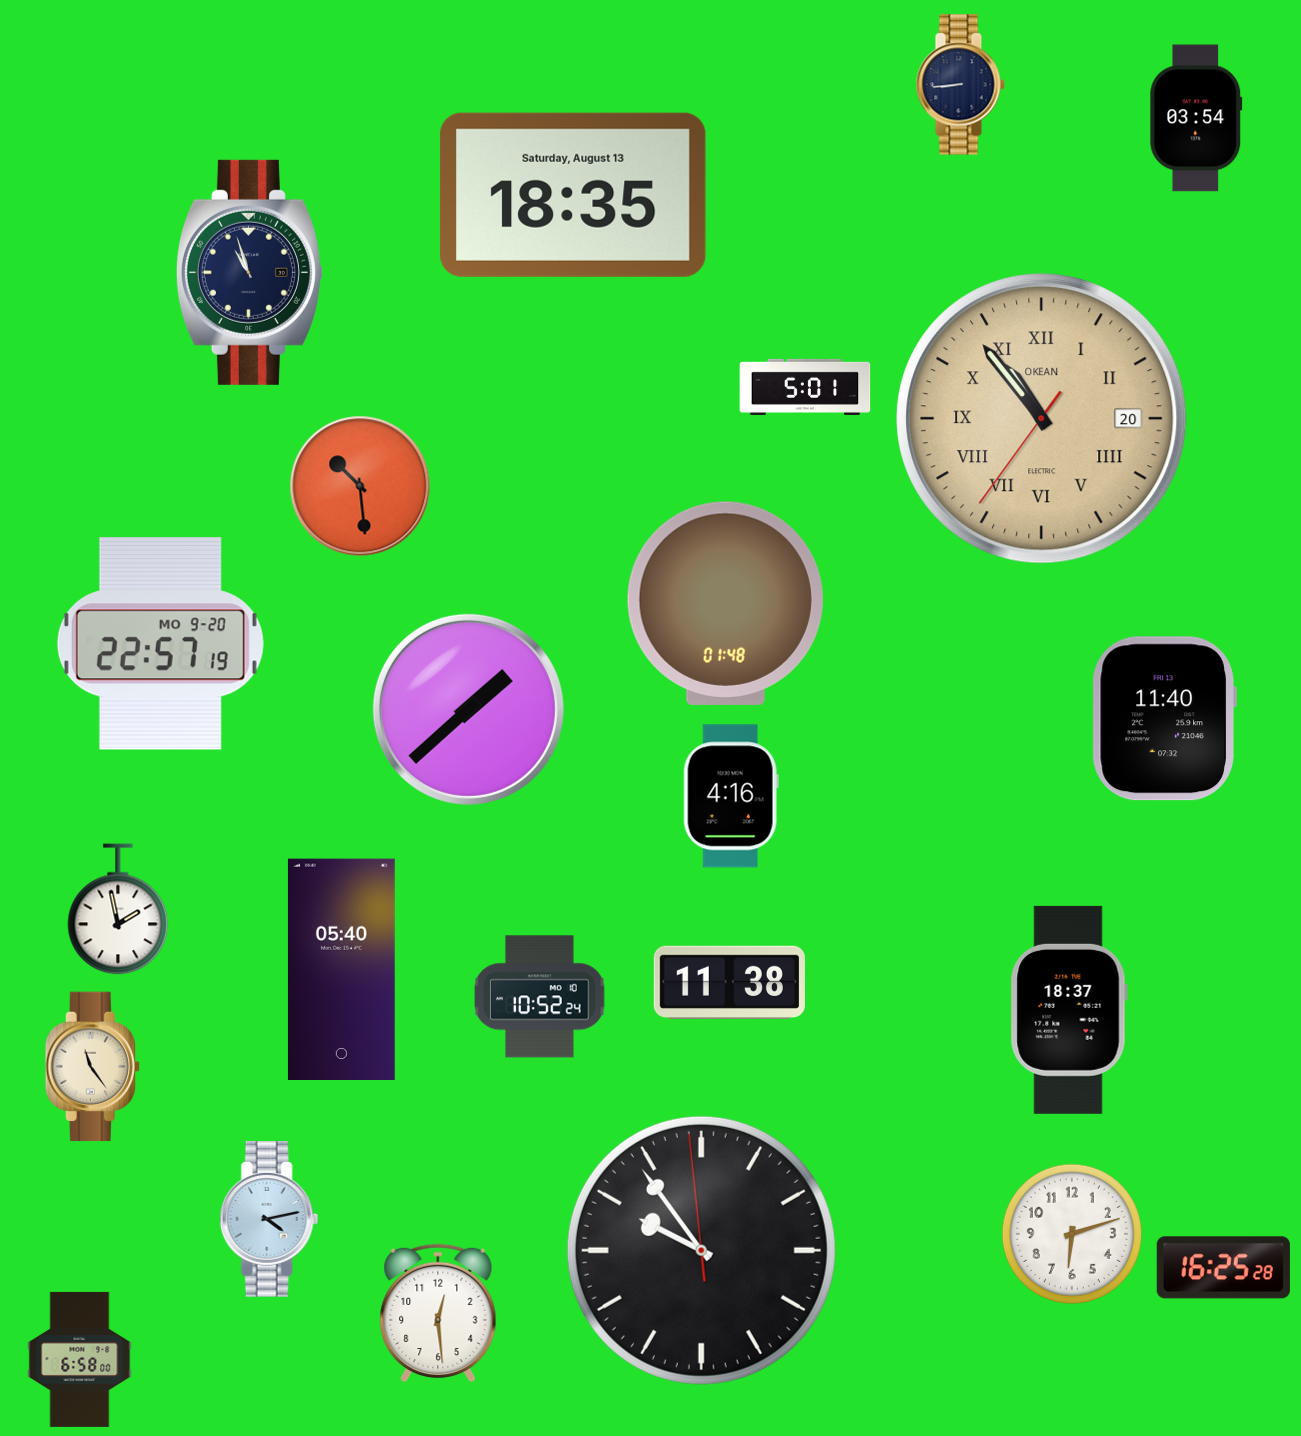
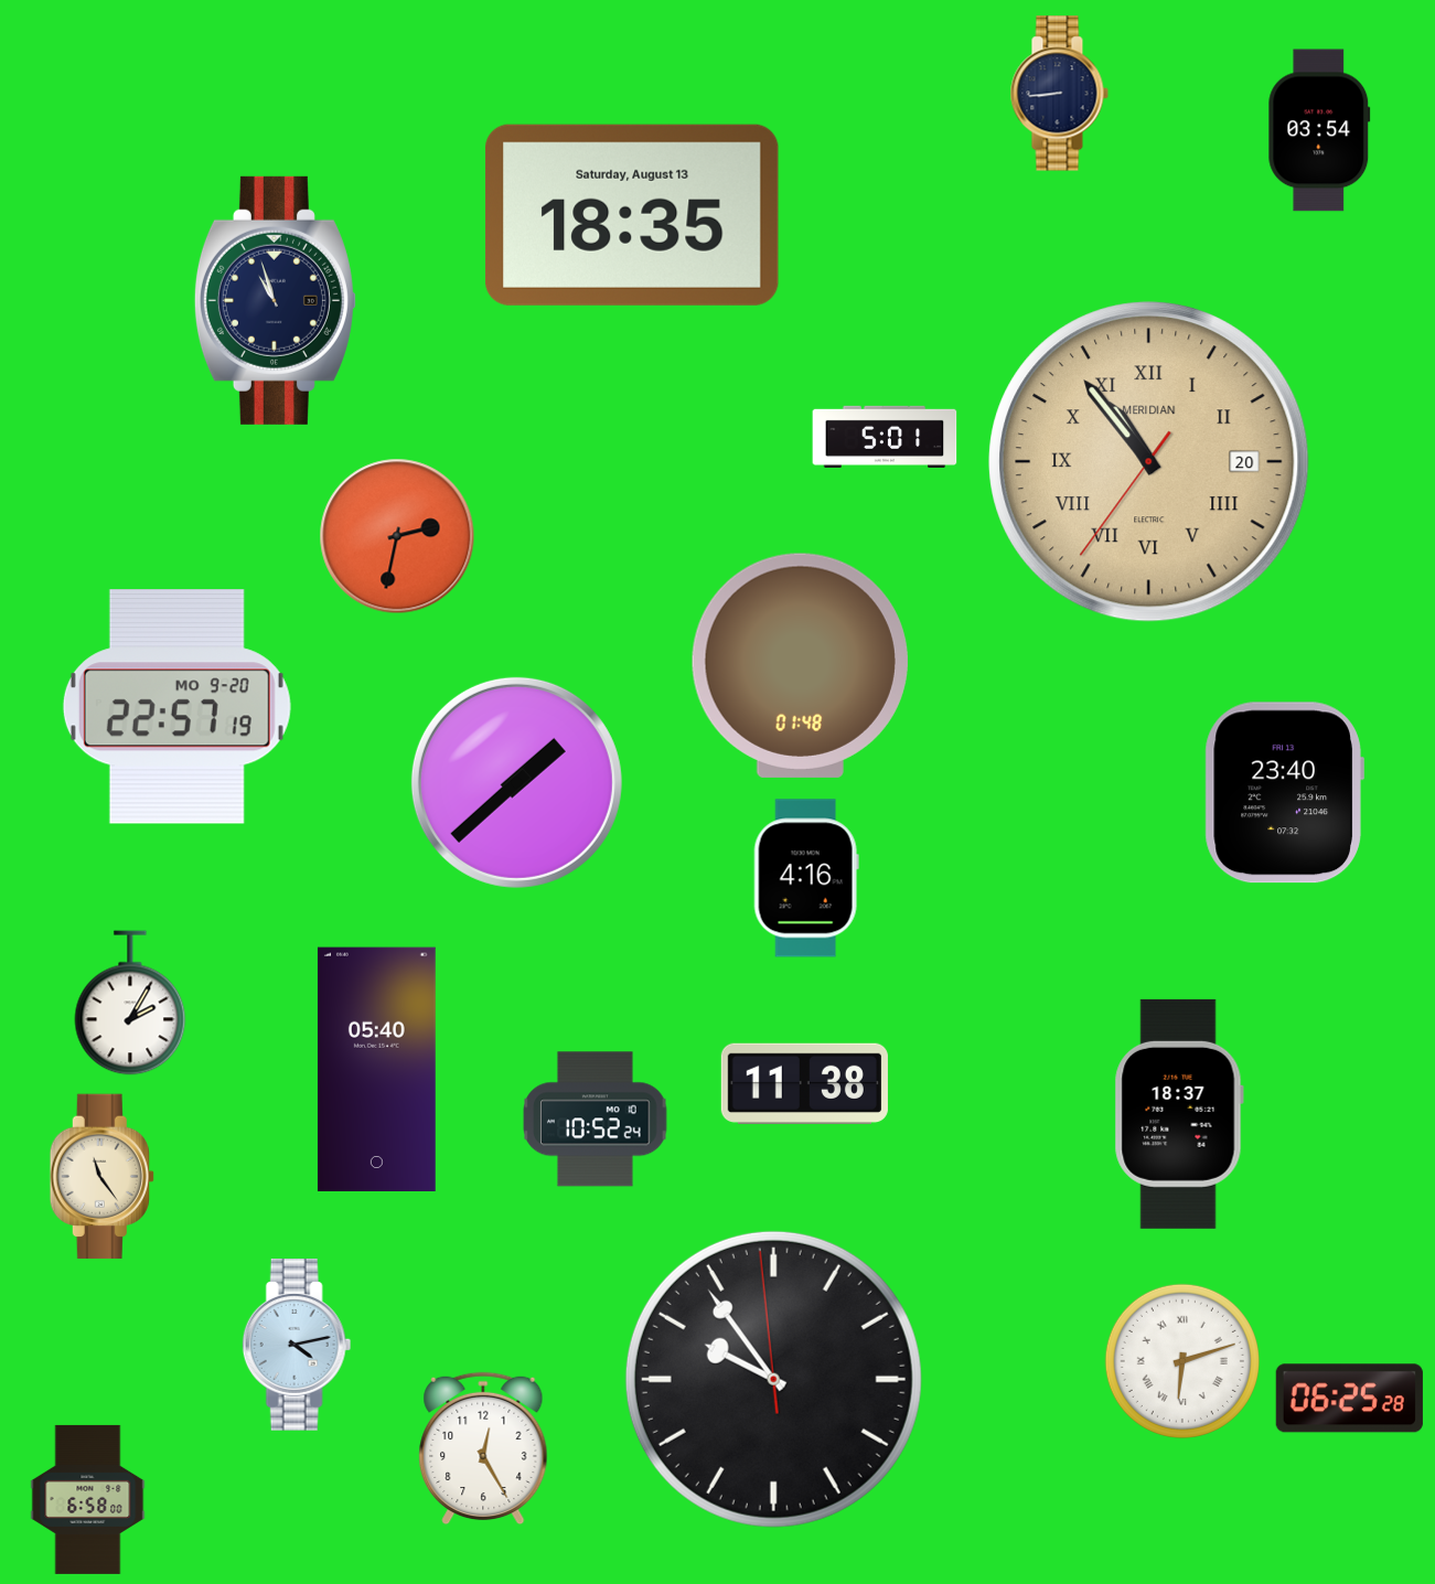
clock at (805, 387) position: (805, 387) -> (885, 437)
clock at (1042, 419) brand: OKEAN -> MERIDIAN
clock at (360, 486): 10:29 -> 2:32
clock at (160, 644) position: (160, 644) -> (176, 707)
clock at (1164, 719): 11:40 -> 23:40
clock at (118, 909): 1:58 -> 2:05
clock at (540, 997) position: (540, 997) -> (596, 1120)
clock at (1072, 1234) numerals: Arabic -> Roman
clock at (1223, 1268): 16:25 -> 06:25
clock at (438, 1313): 12:29 -> 12:25
